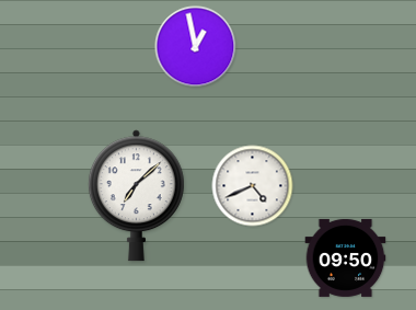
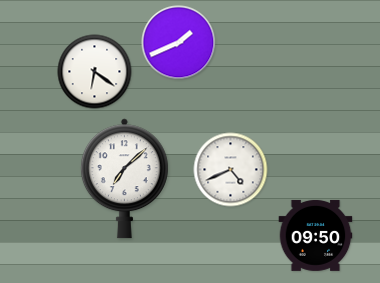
clock at (196, 47): 12:58 -> 1:41
clock at (95, 72): none -> 6:21
